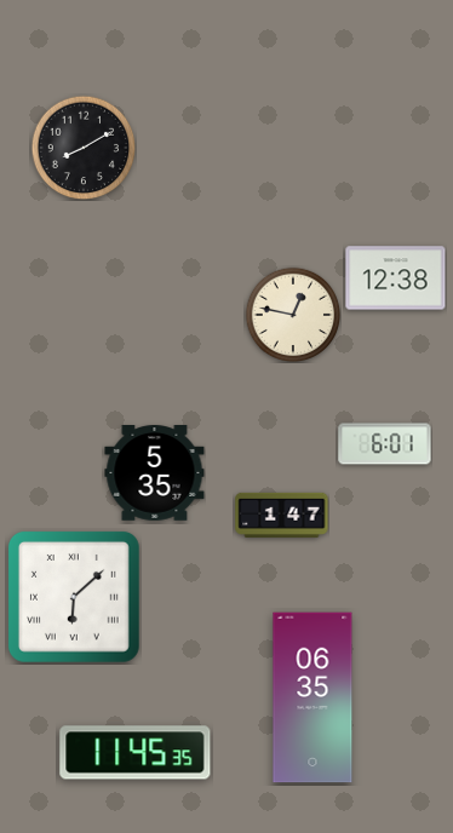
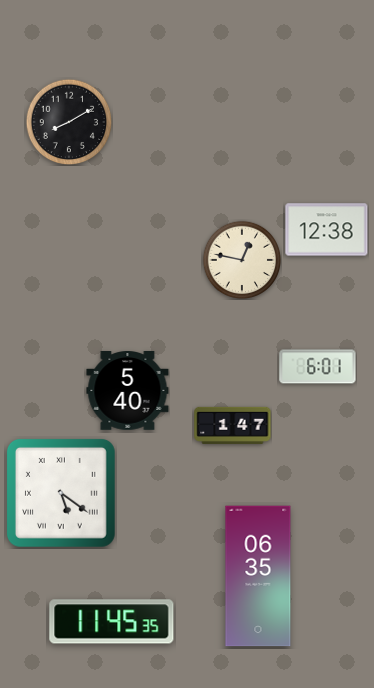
clock at (155, 473): 5:35 -> 5:40
clock at (74, 597): 6:08 -> 5:21
